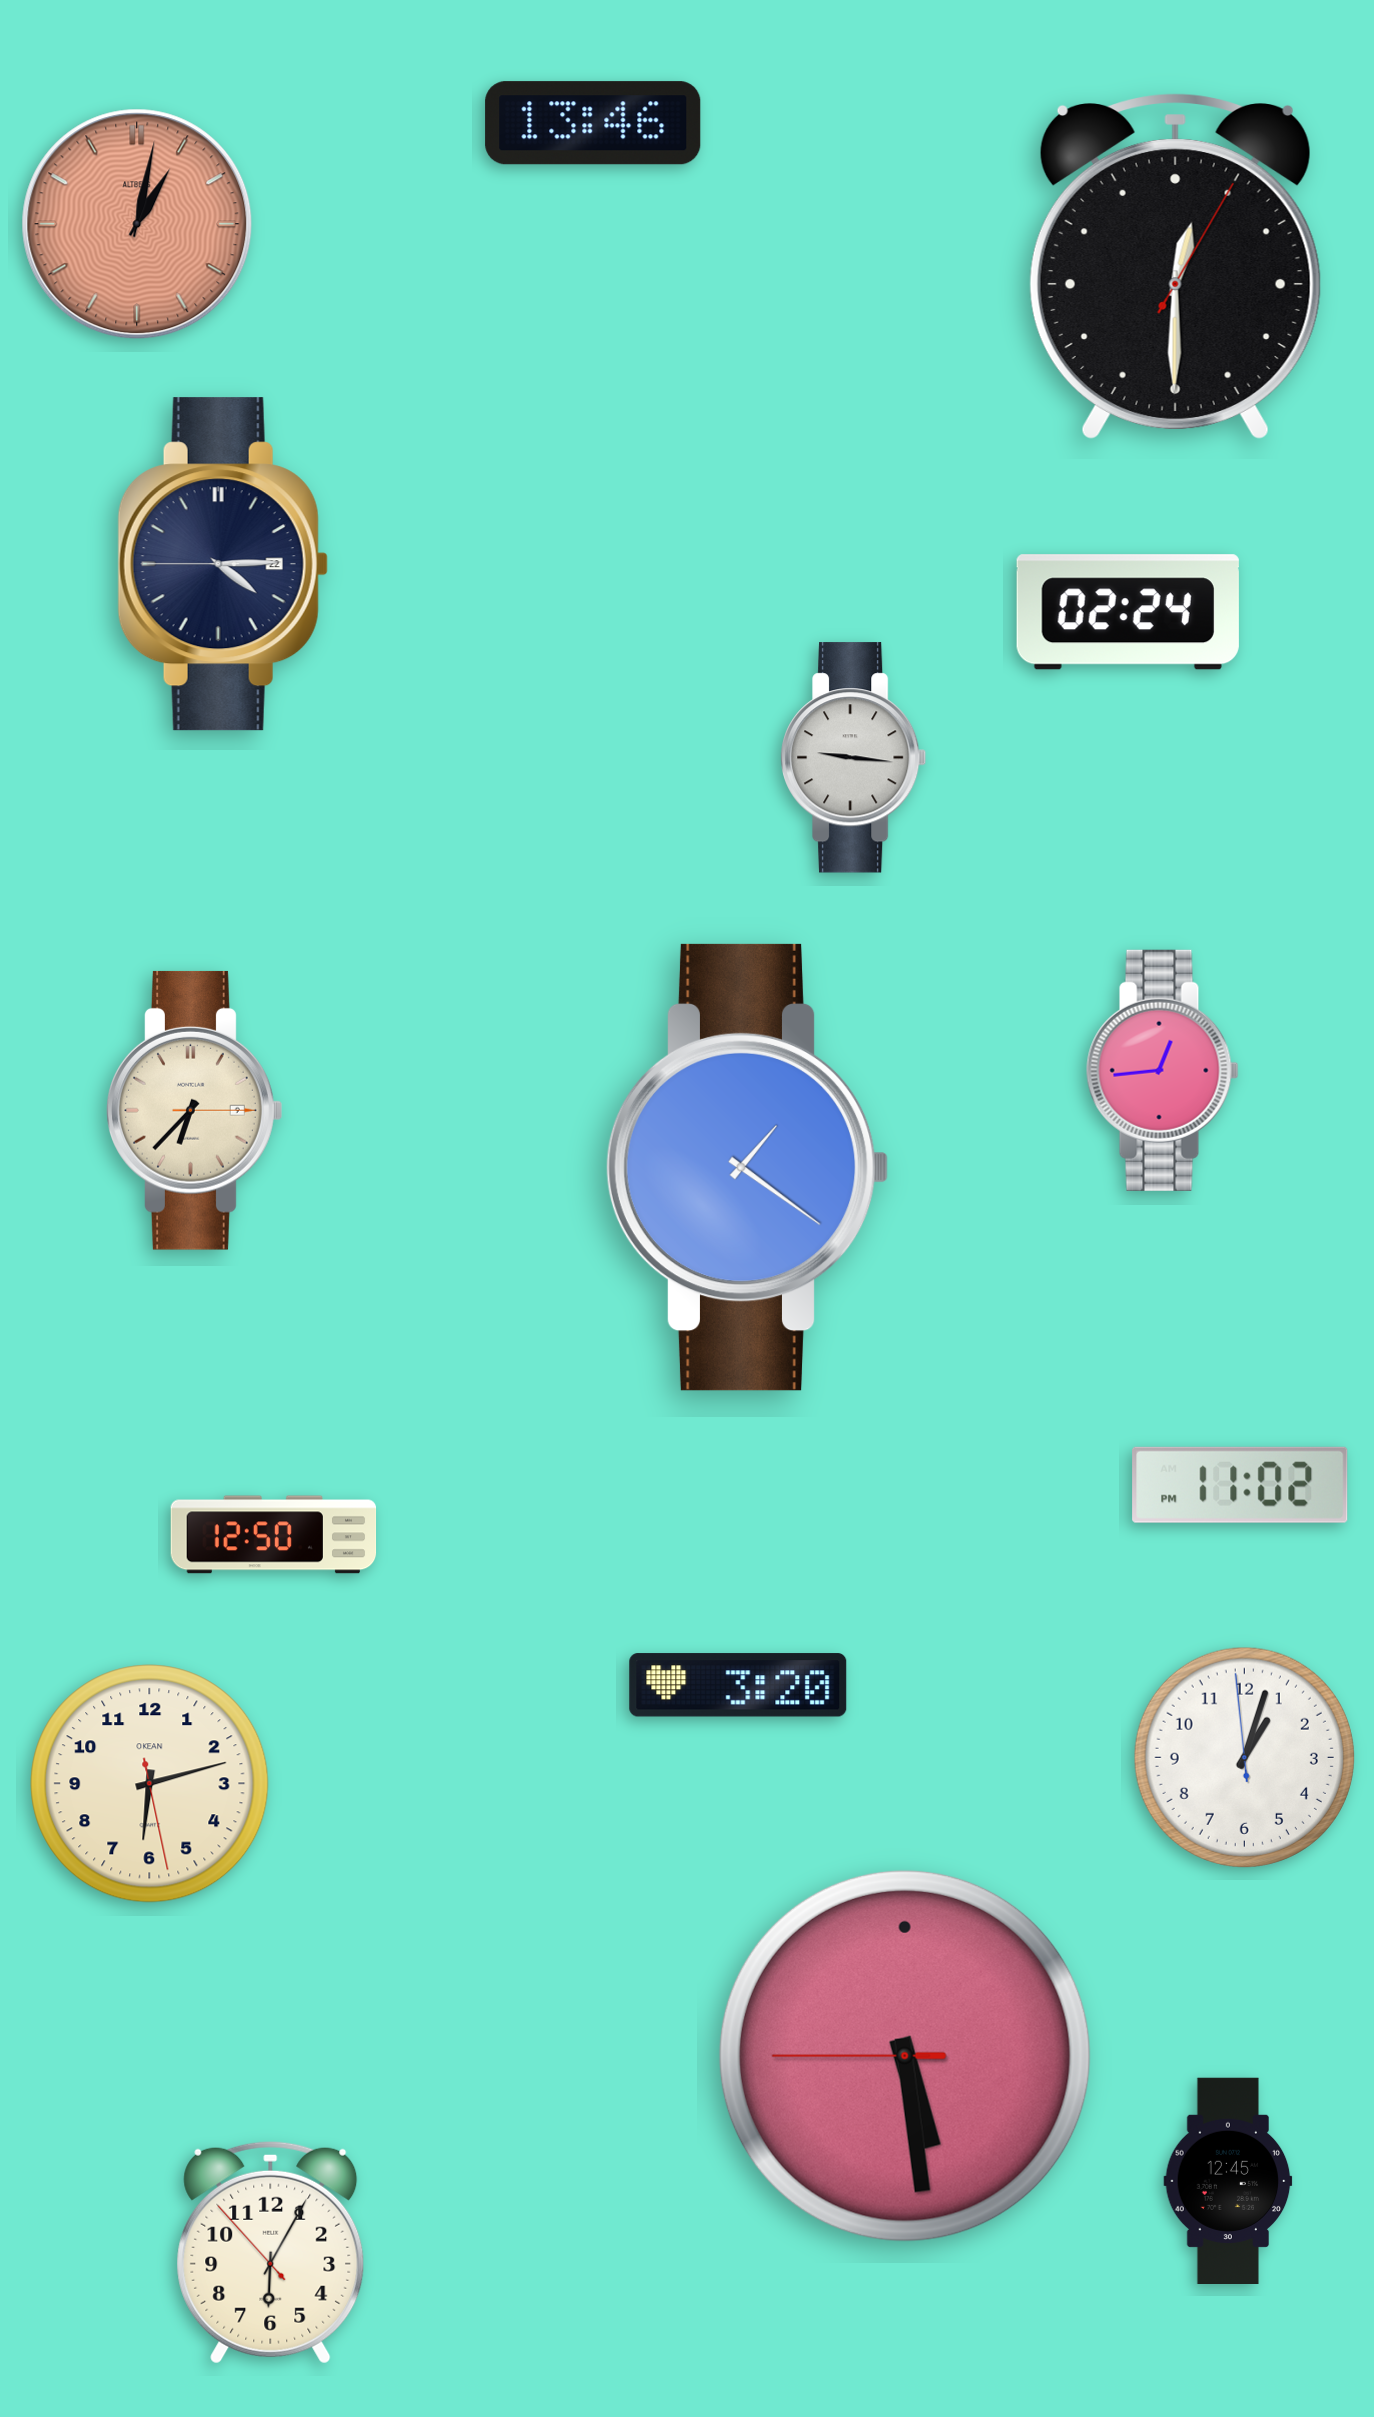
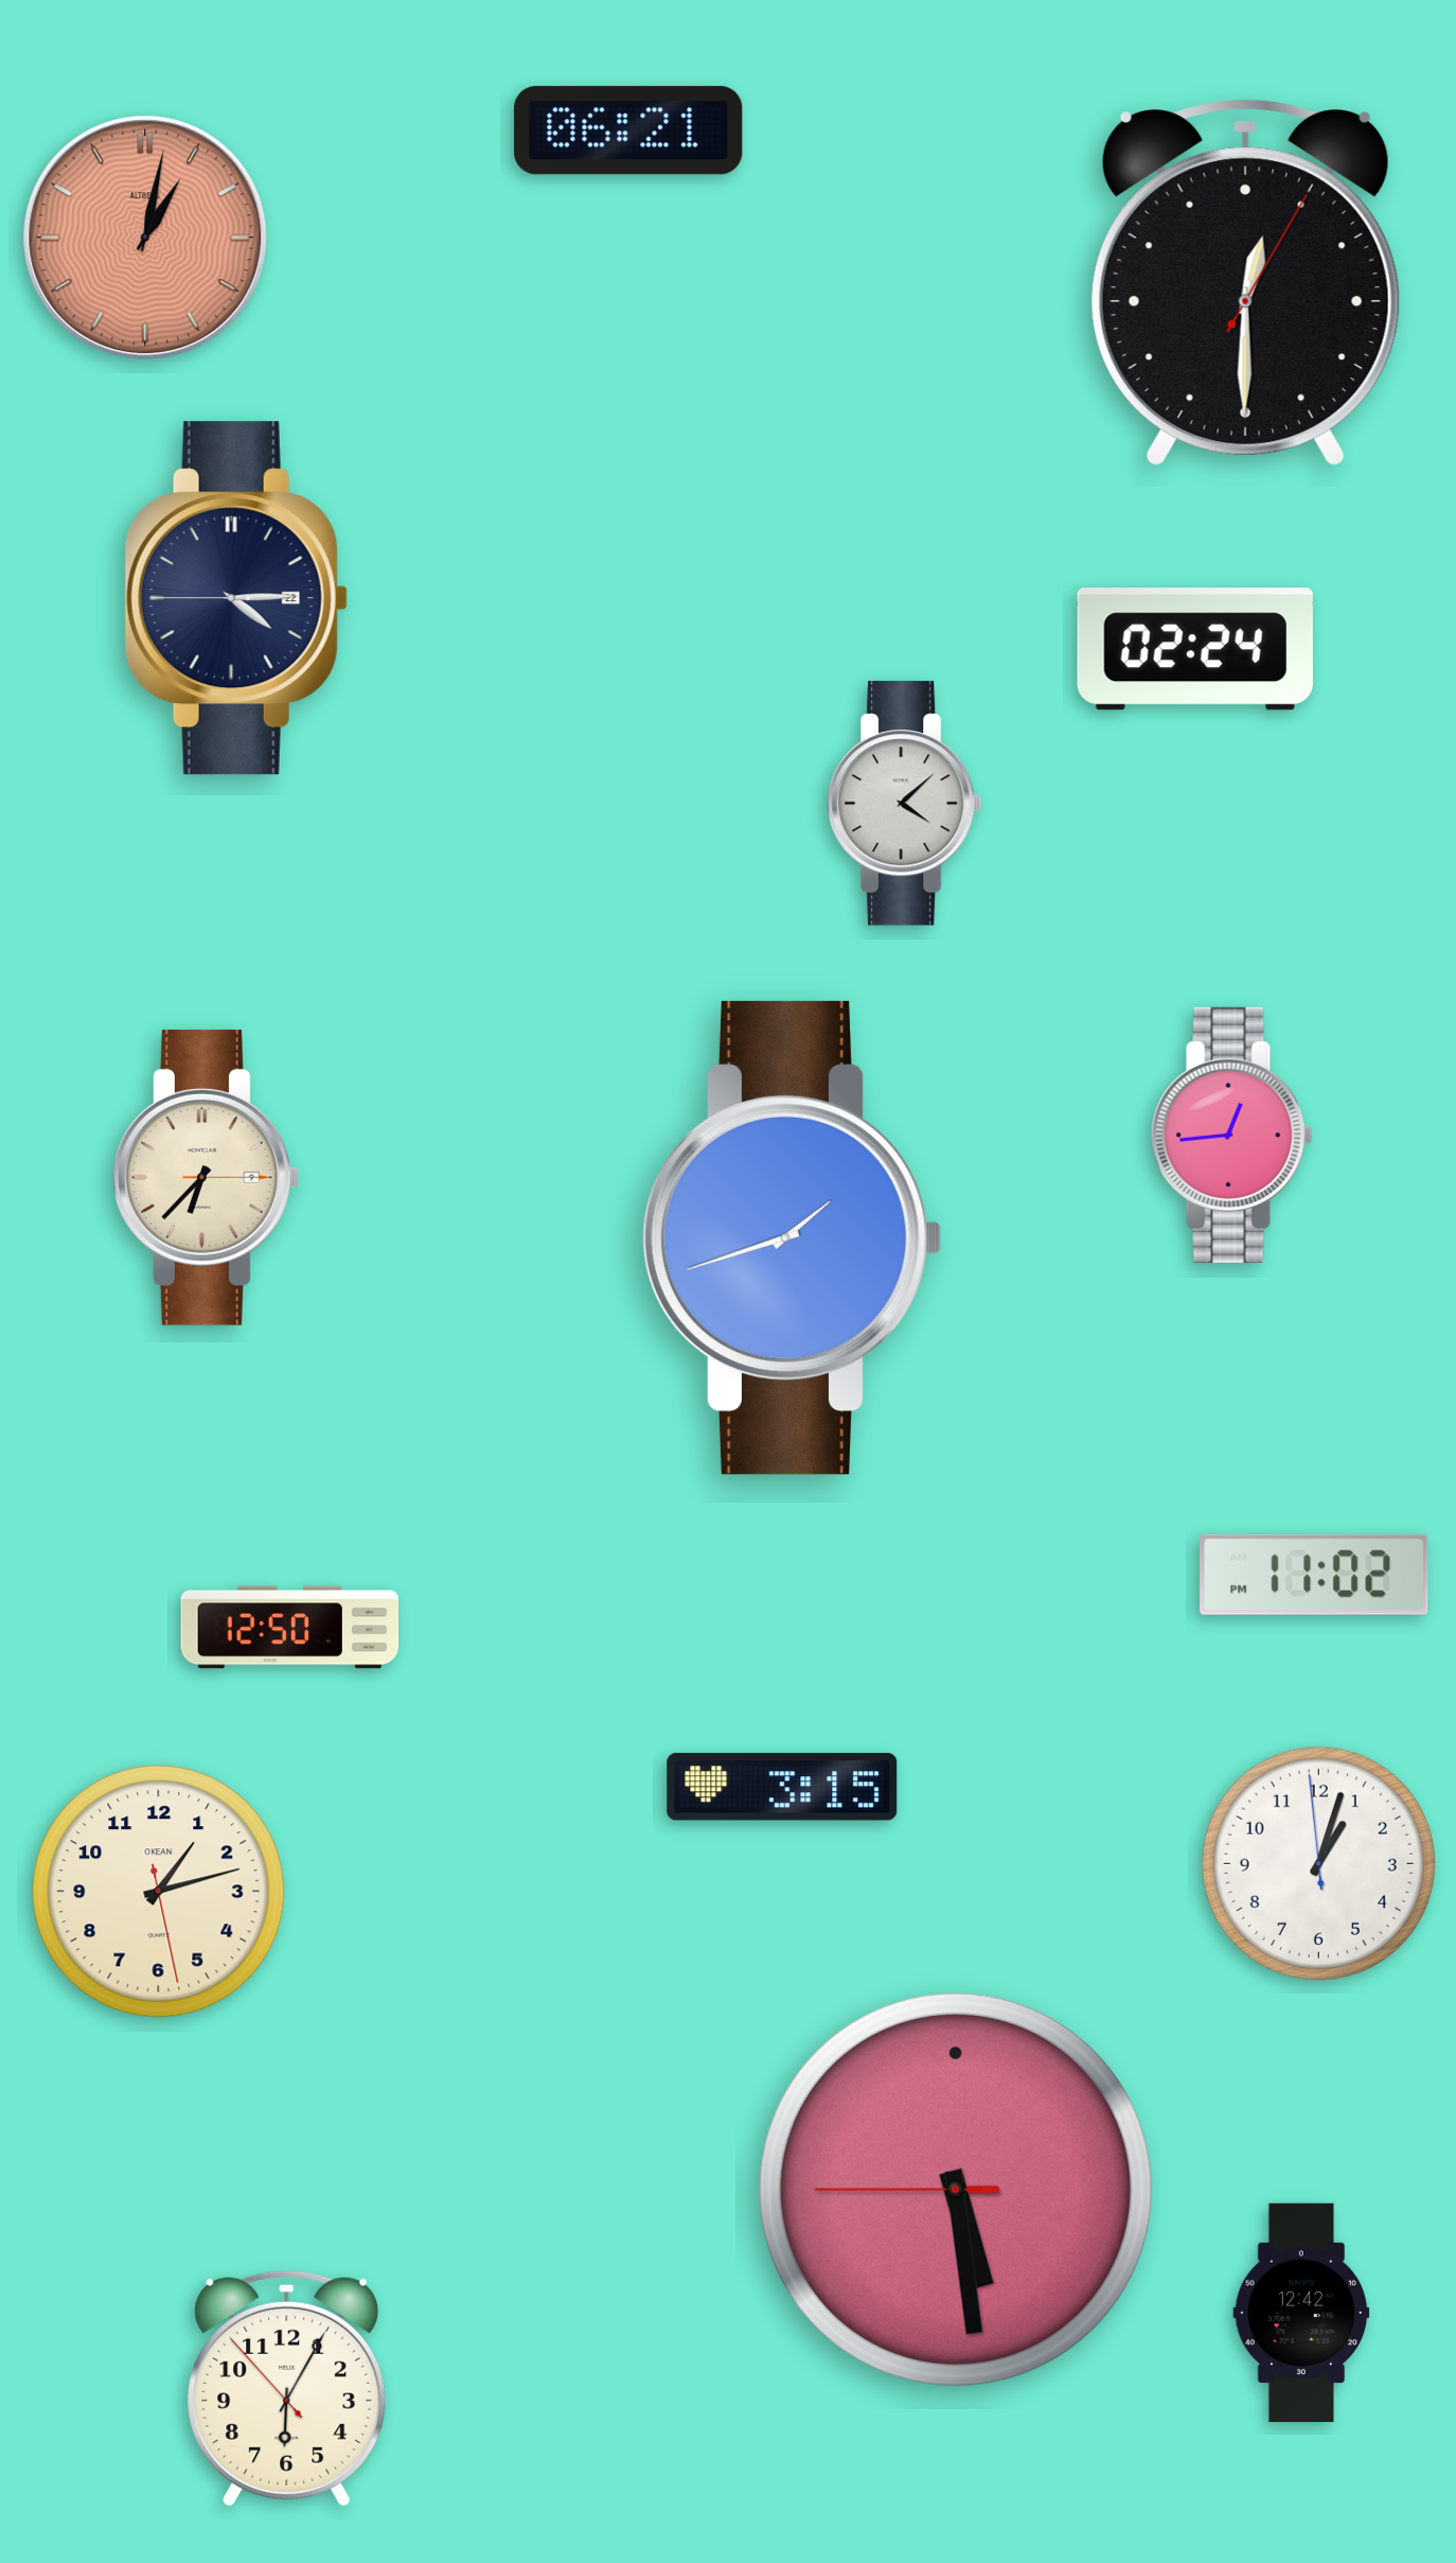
clock at (593, 123): 13:46 -> 06:21
clock at (854, 758): 9:16 -> 4:08
clock at (747, 1167): 1:21 -> 1:42
clock at (738, 1685): 3:20 -> 3:15
clock at (150, 1784): 6:12 -> 1:12
clock at (905, 2056) position: (905, 2056) -> (956, 2190)
clock at (1228, 2180): 12:45 -> 12:42
